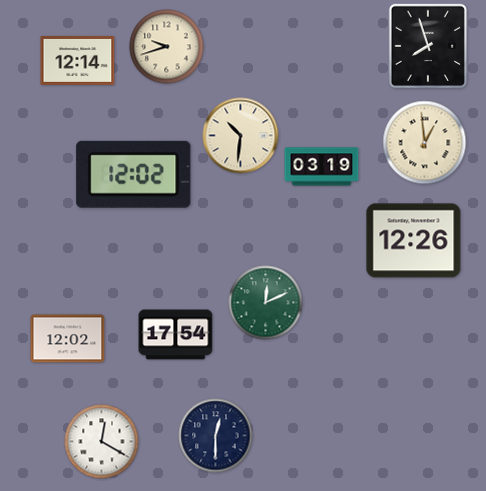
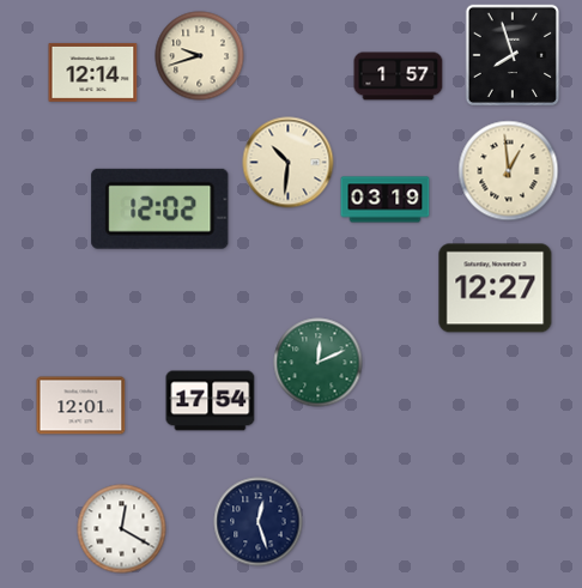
clock at (399, 77): none -> 1:57
clock at (414, 241): 12:26 -> 12:27
clock at (68, 339): 12:02 -> 12:01
clock at (216, 436): 12:30 -> 12:27
